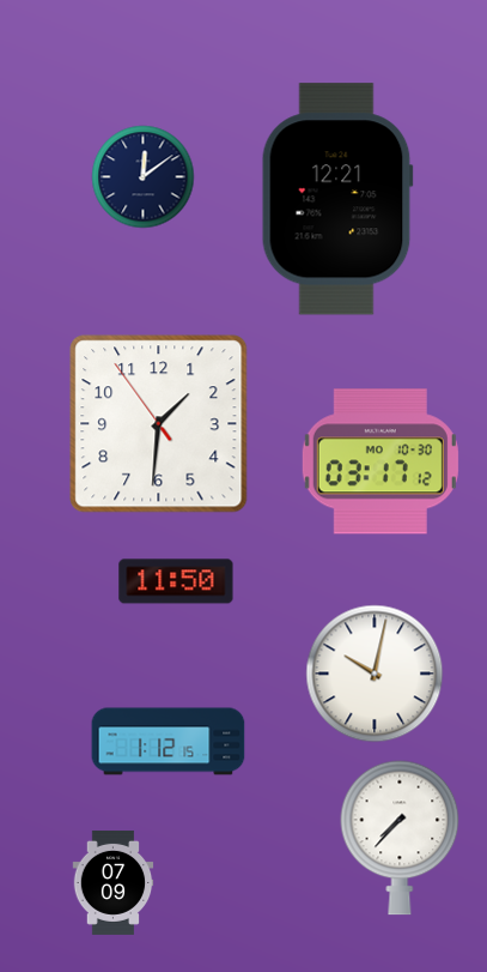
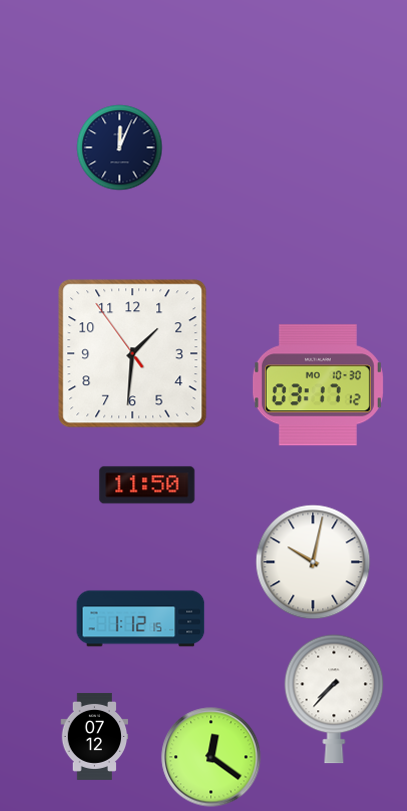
clock at (144, 177): 12:09 -> 12:04
clock at (337, 199): 12:21 -> none
clock at (114, 882): 07:09 -> 07:12
clock at (211, 757): none -> 12:21
